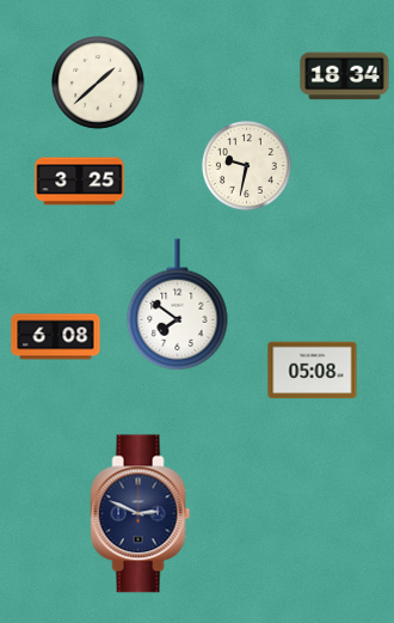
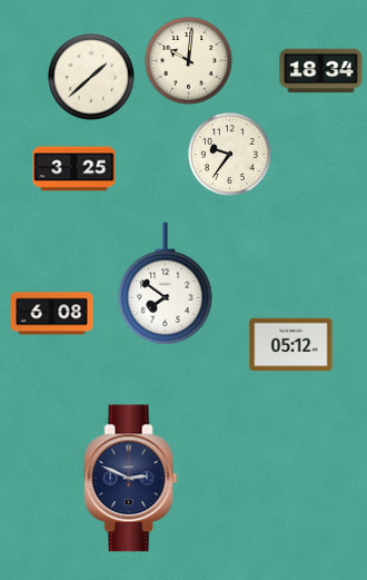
clock at (189, 61): none -> 10:01
clock at (246, 165): 9:32 -> 9:36
clock at (313, 371): 05:08 -> 05:12
